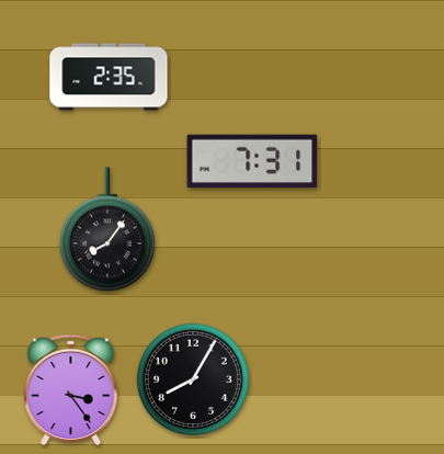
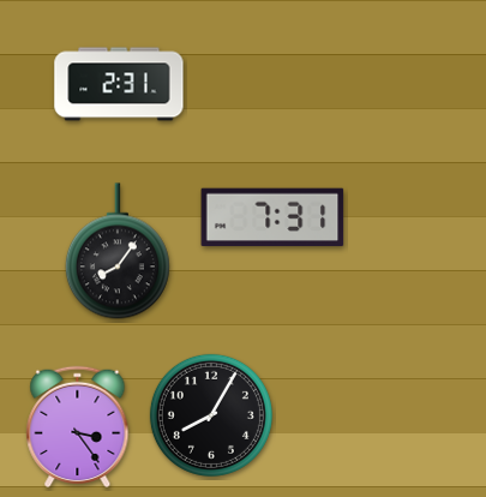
clock at (109, 77): 2:35 -> 2:31
clock at (252, 161) position: (252, 161) -> (272, 217)
